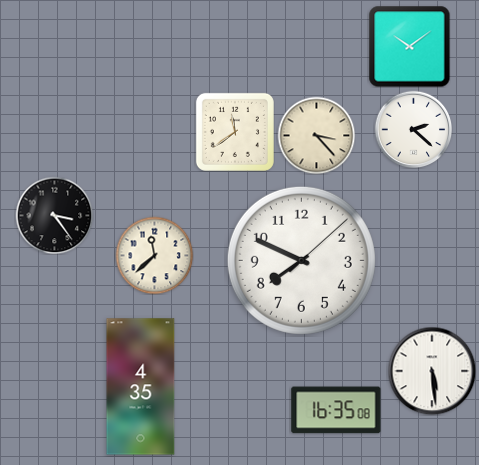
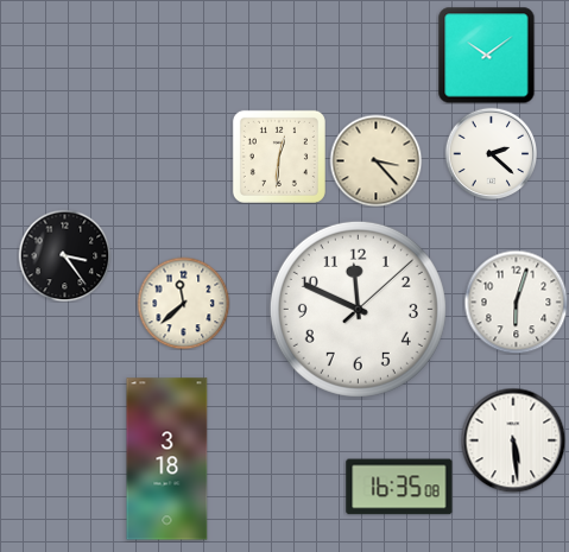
clock at (235, 132): 11:39 -> 12:31
clock at (516, 302): none -> 6:03
clock at (301, 260): 7:49 -> 11:49
clock at (141, 387): 4:35 -> 3:18
